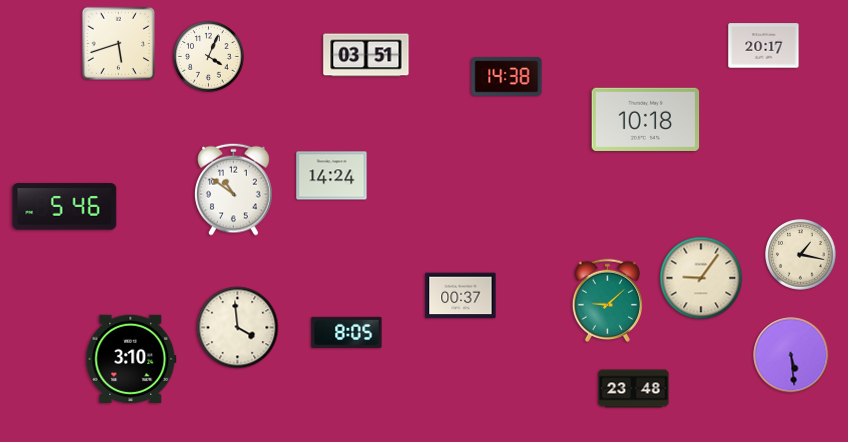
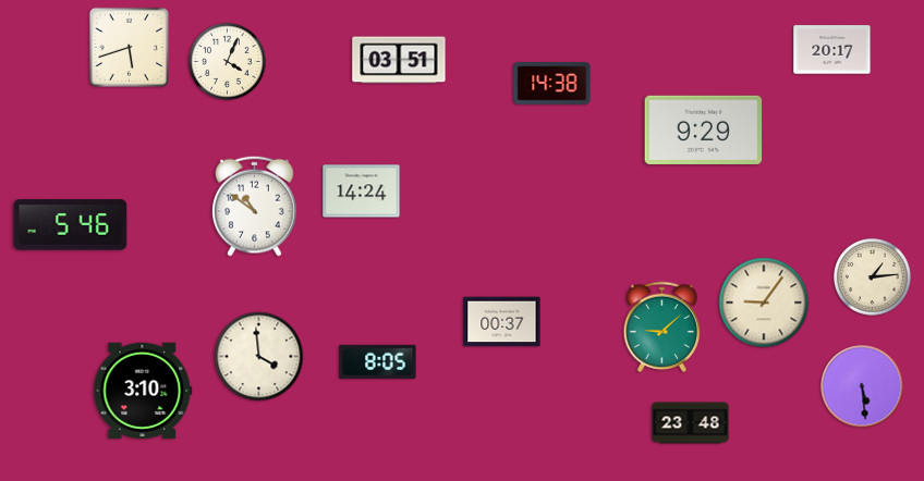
clock at (646, 119): 10:18 -> 9:29
clock at (801, 255): 1:17 -> 1:14
